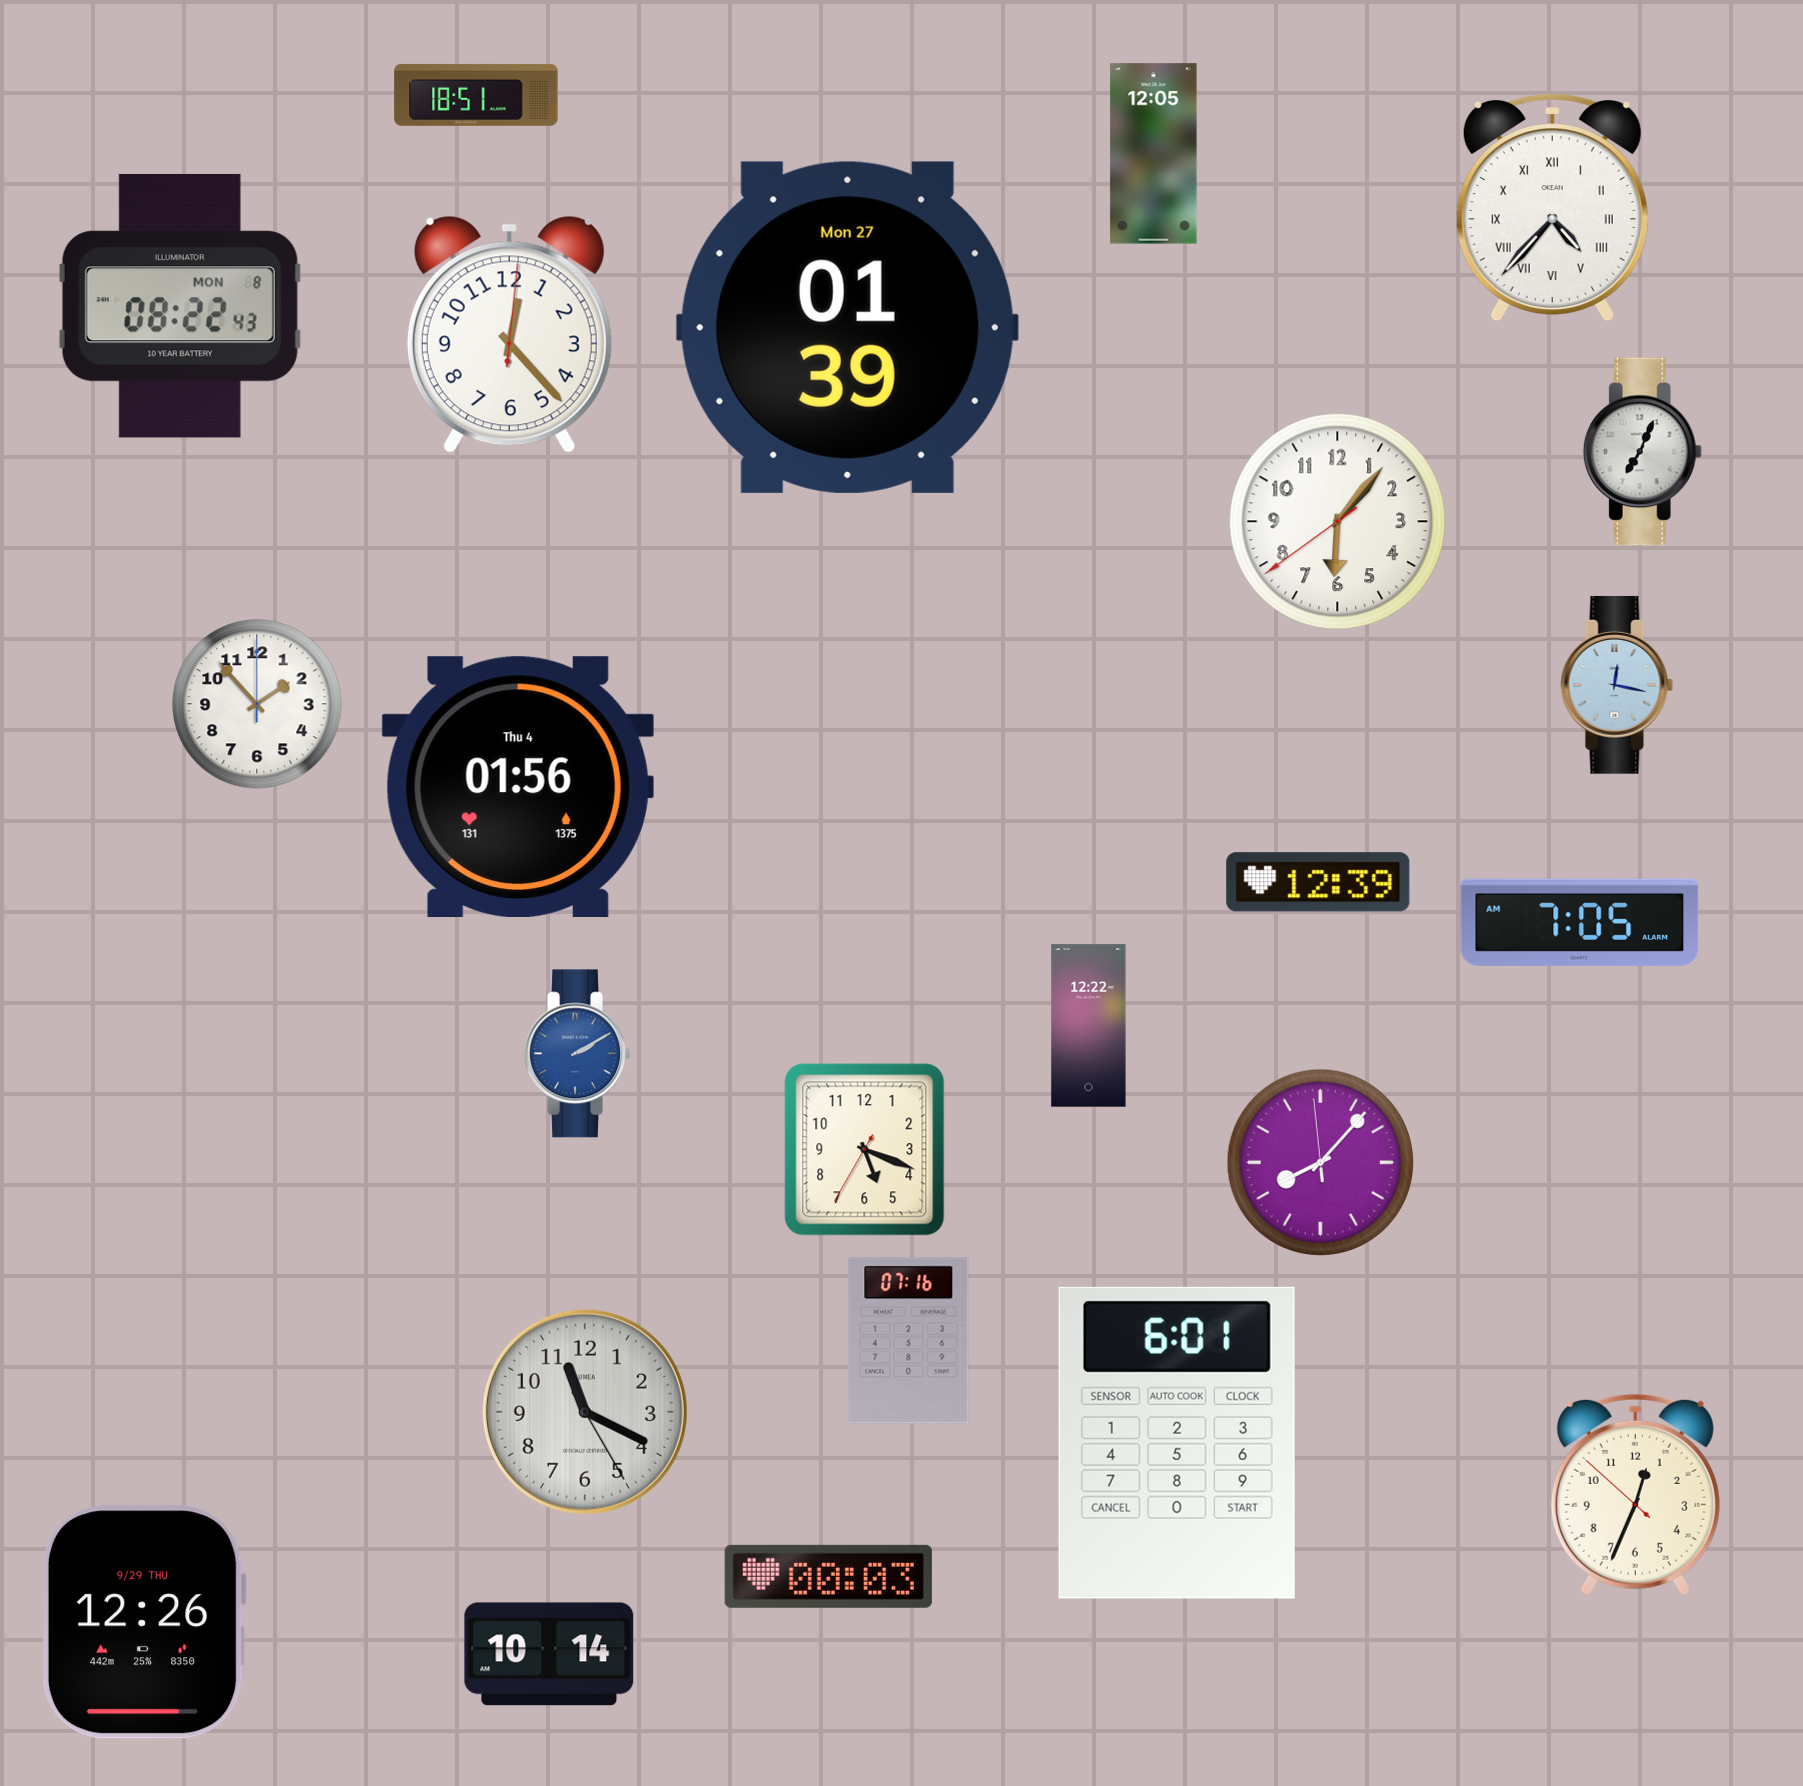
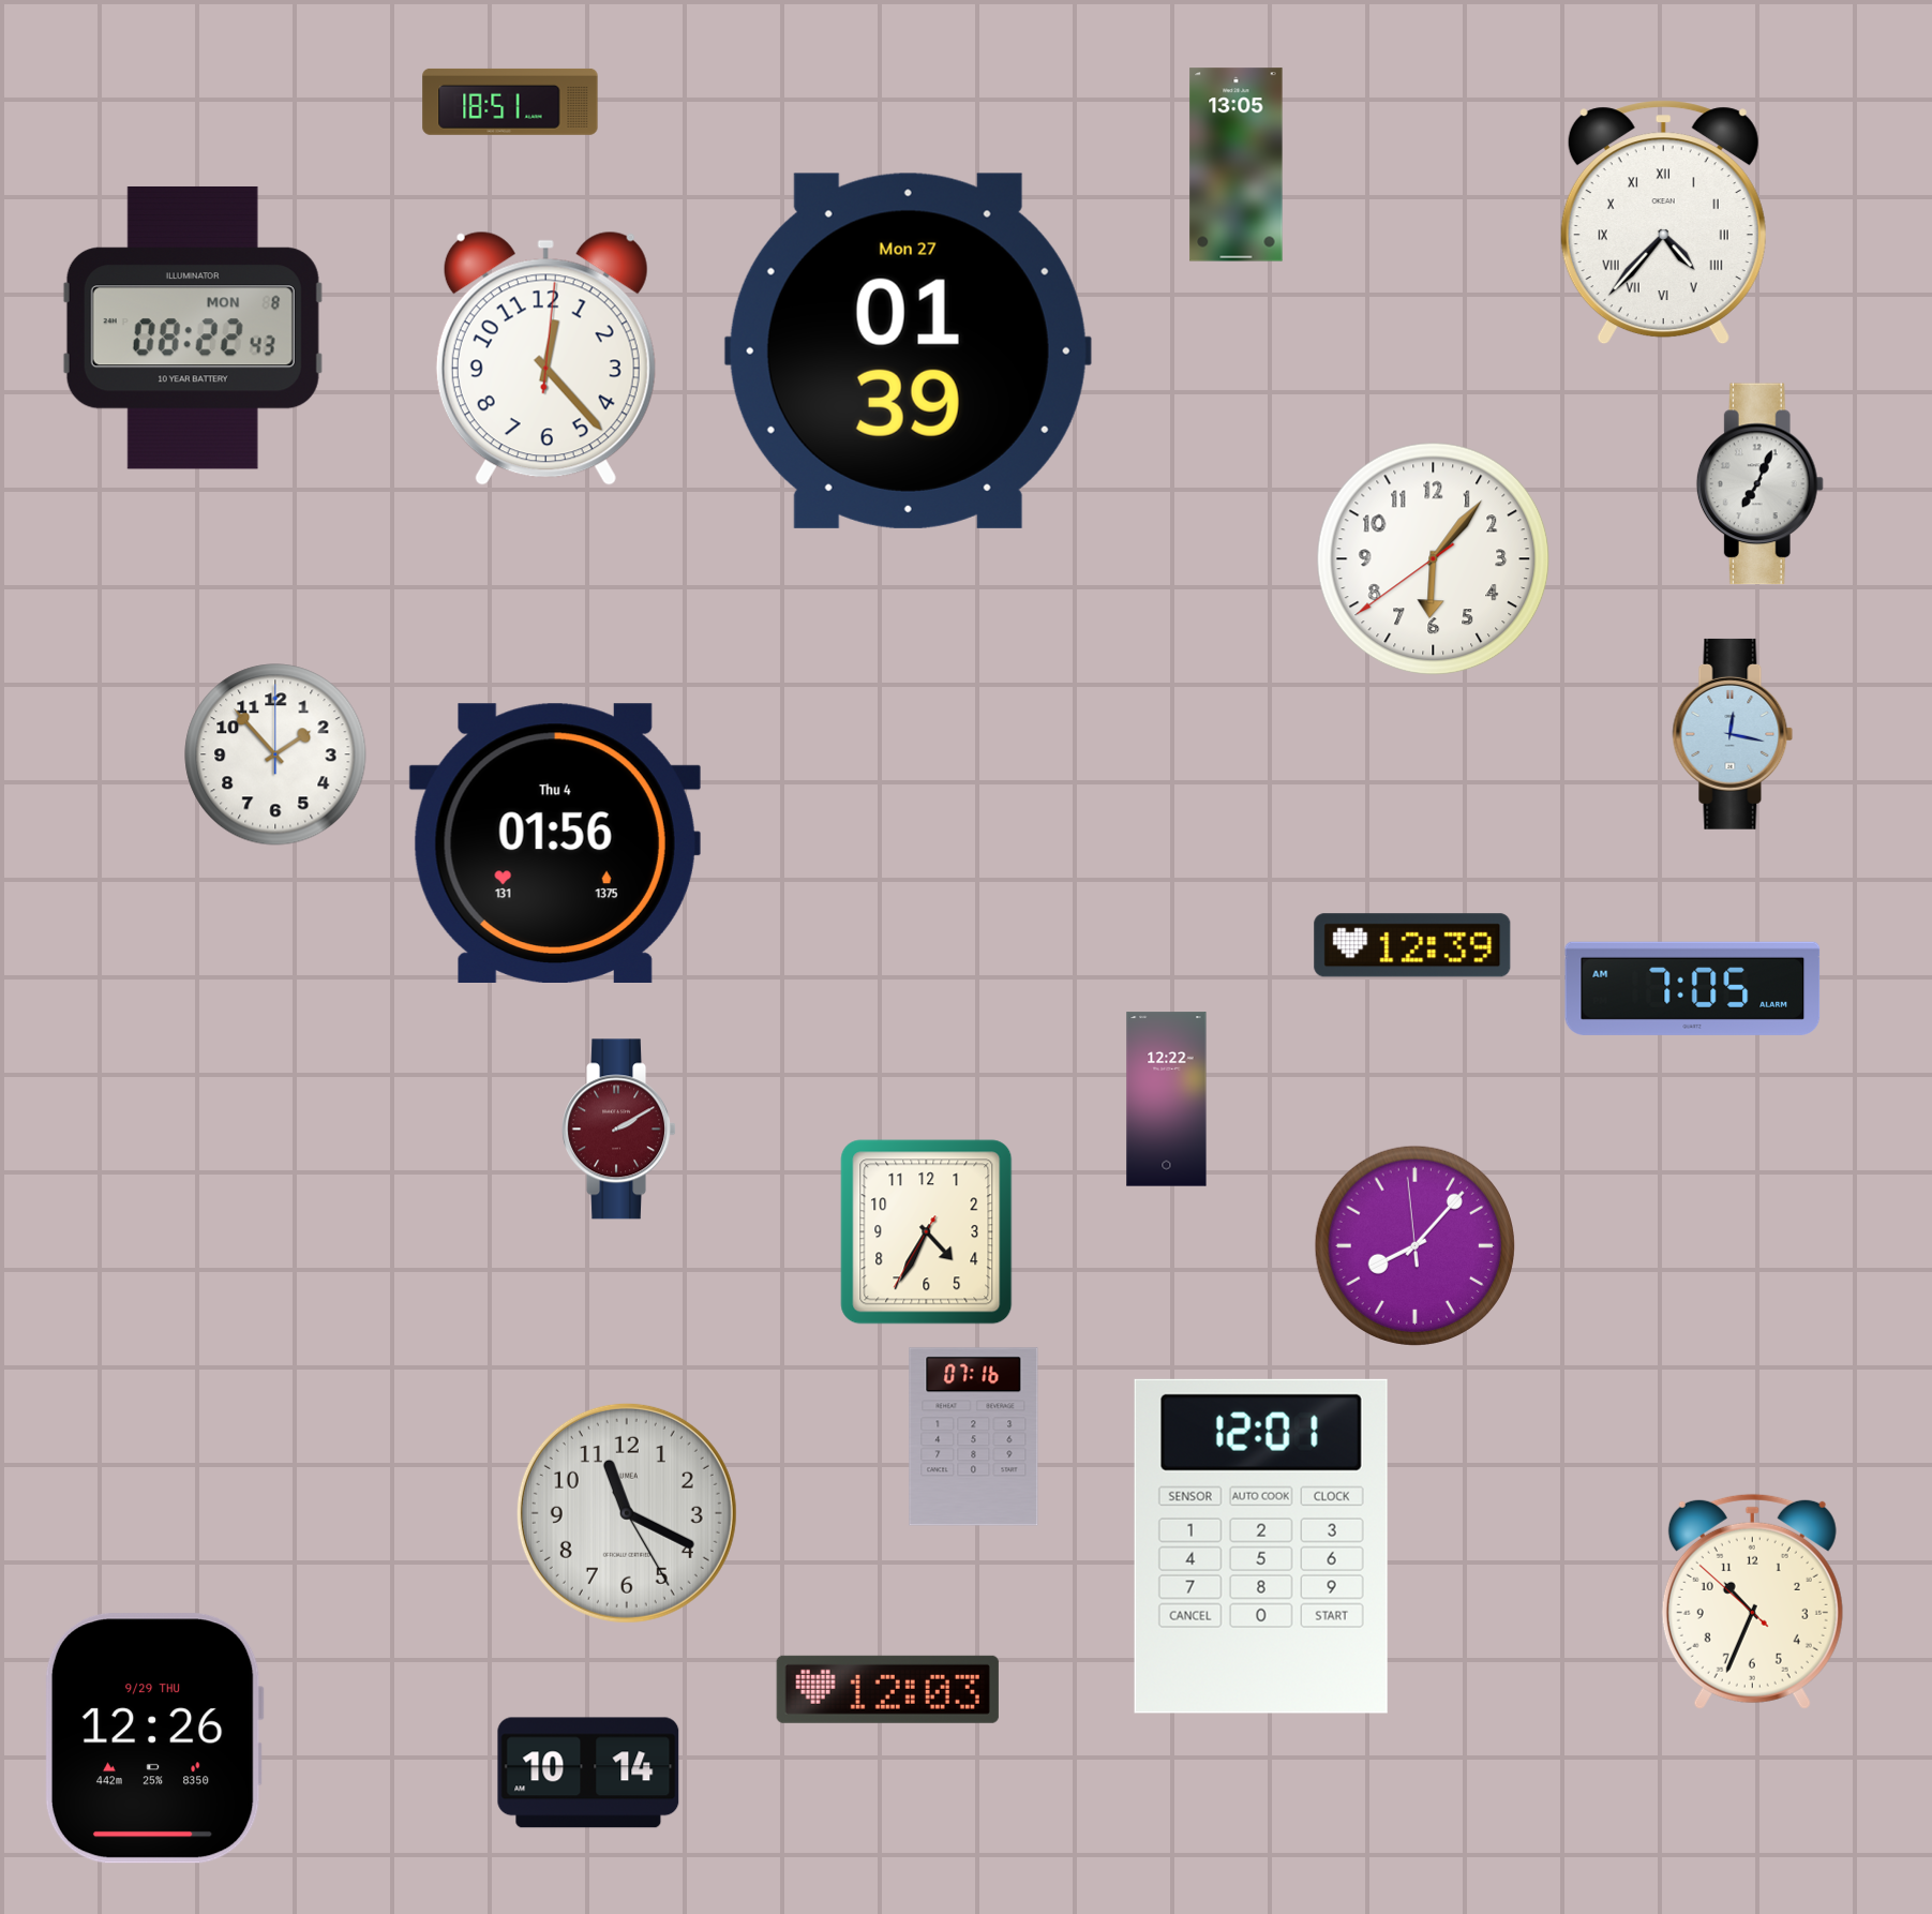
clock at (1154, 154): 12:05 -> 13:05
clock at (577, 1054) dial: blue -> burgundy
clock at (865, 1150): 5:18 -> 4:34
clock at (1177, 1443): 6:01 -> 12:01
clock at (1635, 1494): 12:33 -> 10:33
clock at (828, 1576): 00:03 -> 12:03
